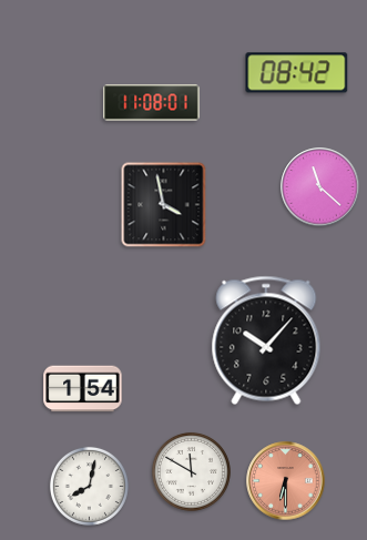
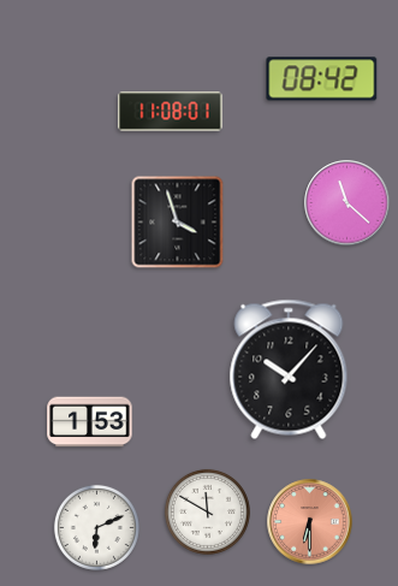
clock at (152, 103) position: (152, 103) -> (171, 112)
clock at (164, 205): 3:58 -> 3:57
clock at (83, 389): 1:54 -> 1:53
clock at (89, 486): 8:02 -> 6:11
